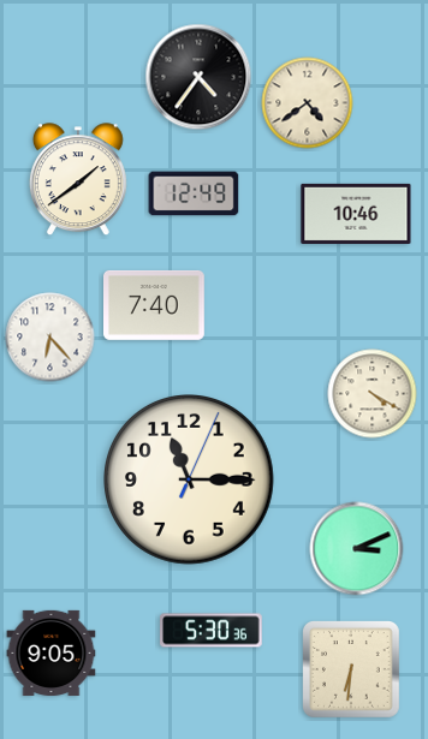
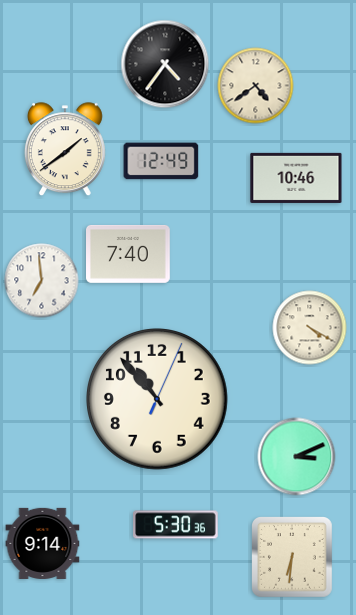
clock at (50, 338): 6:23 -> 6:59
clock at (190, 481): 11:15 -> 10:53
clock at (52, 652): 9:05 -> 9:14
